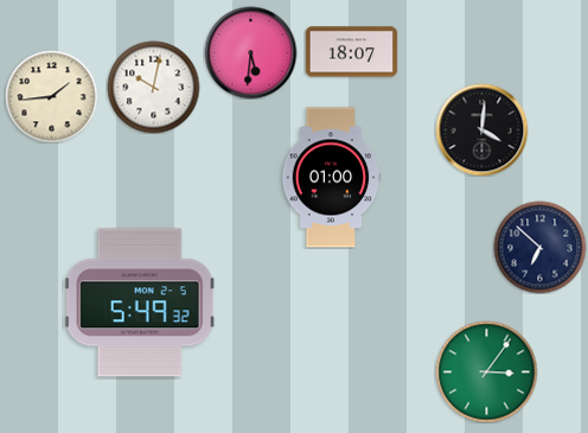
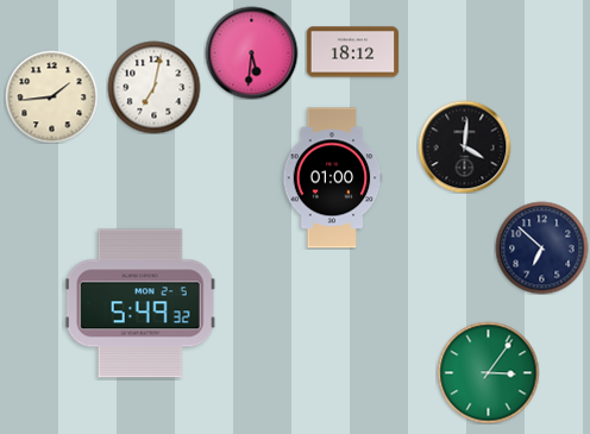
clock at (351, 52): 18:07 -> 18:12
clock at (153, 87): 10:02 -> 7:02
clock at (481, 129) position: (481, 129) -> (464, 146)
